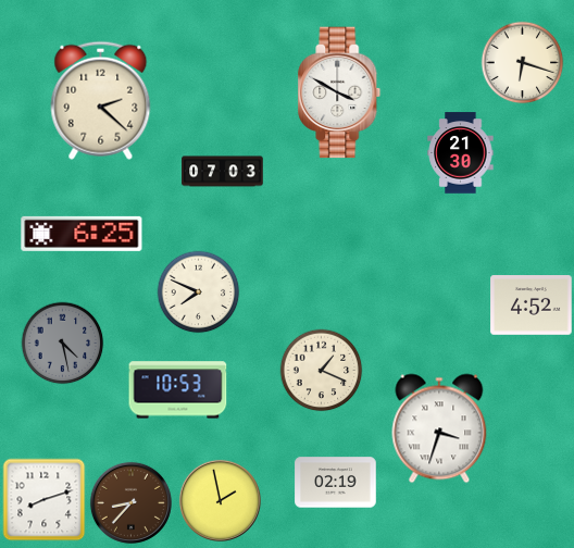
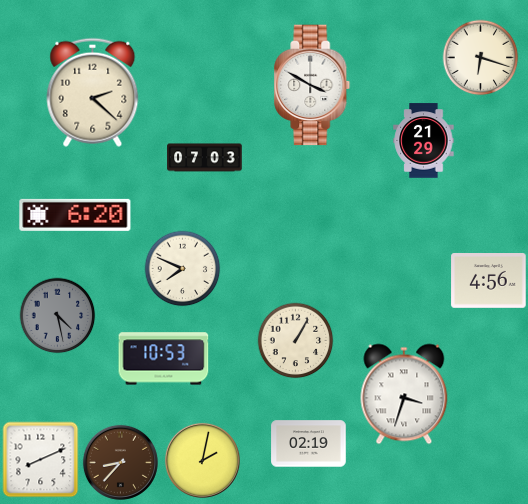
clock at (461, 153): 21:30 -> 21:29
clock at (82, 234): 6:25 -> 6:20
clock at (532, 306): 4:52 -> 4:56
clock at (322, 371): 1:19 -> 1:05
clock at (45, 500): 8:12 -> 8:11
clock at (220, 500): 1:58 -> 2:02
